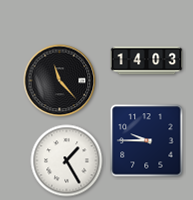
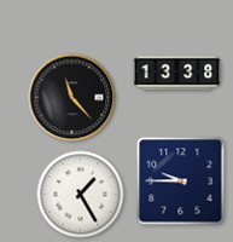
clock at (147, 61): 14:03 -> 13:38
clock at (147, 141) position: (147, 141) -> (181, 181)
